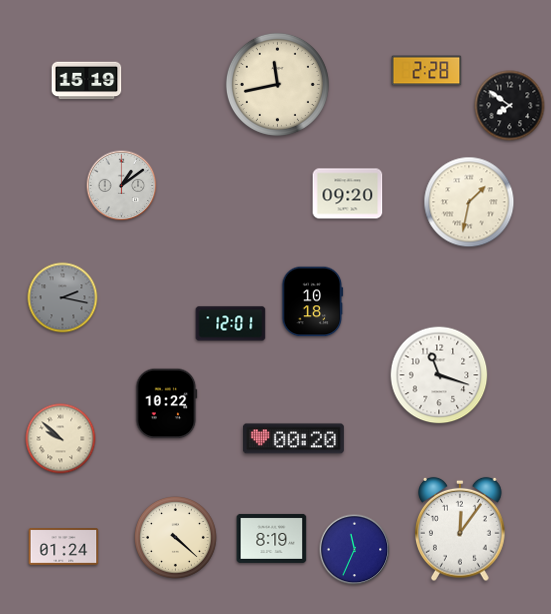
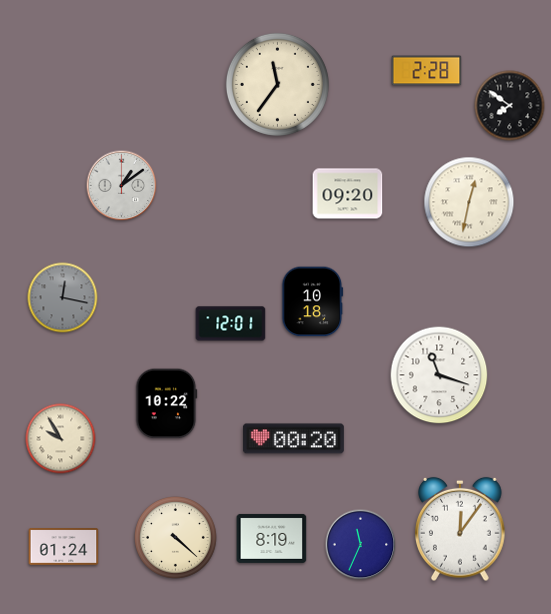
clock at (87, 81): 15:19 -> none
clock at (277, 84): 11:43 -> 11:36
clock at (469, 202): 1:32 -> 12:32
clock at (63, 298): 2:17 -> 12:17
clock at (61, 439): 9:52 -> 9:55
clock at (355, 550) position: (355, 550) -> (361, 545)
